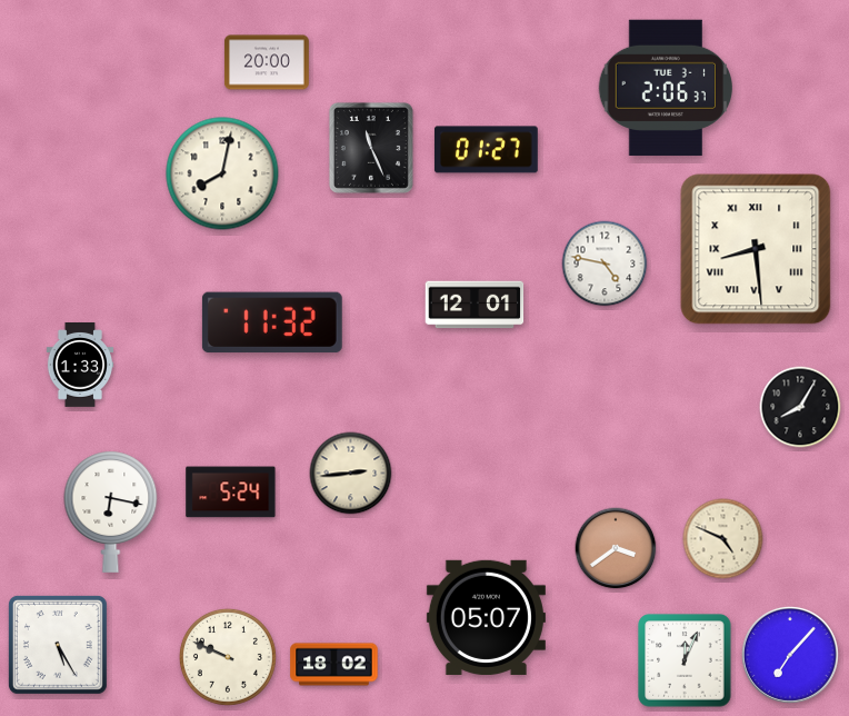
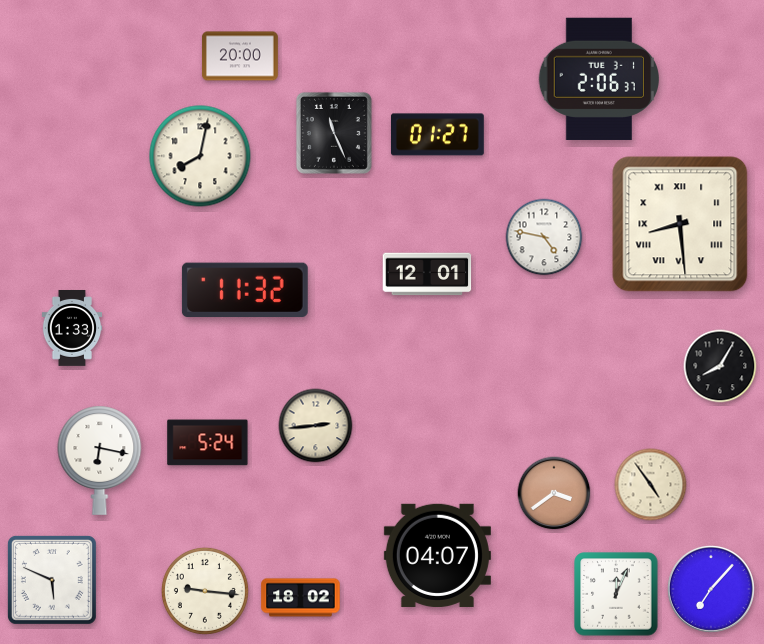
clock at (723, 539): 4:49 -> 4:54
clock at (486, 617): 05:07 -> 04:07
clock at (58, 645): 5:25 -> 5:49
clock at (228, 657): 9:49 -> 9:16
